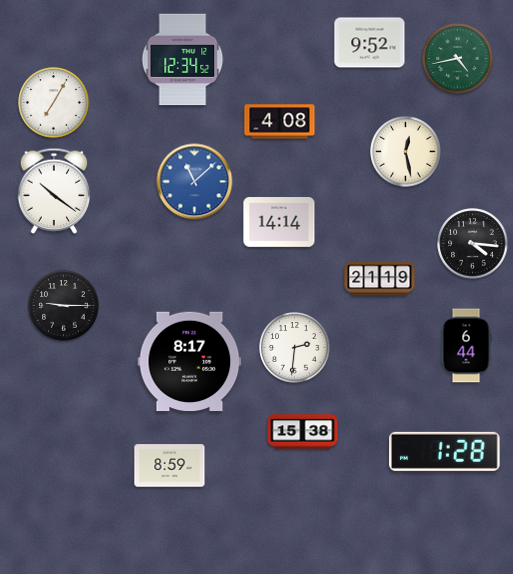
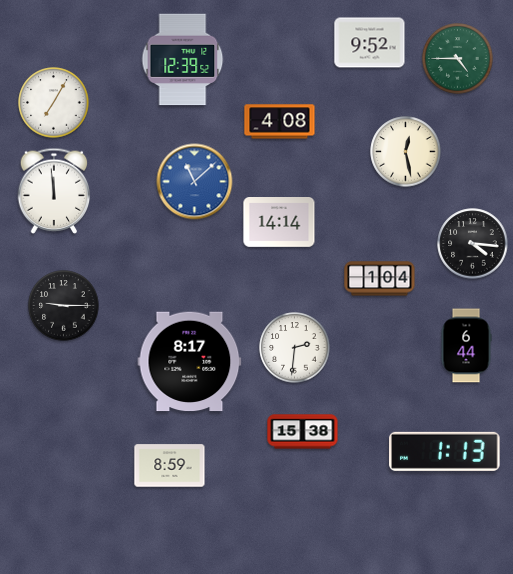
clock at (458, 59): 4:43 -> 4:45
clock at (183, 60): 12:34 -> 12:39
clock at (54, 191): 10:21 -> 11:59
clock at (380, 279): 21:19 -> 1:04
clock at (445, 451): 1:28 -> 1:13
